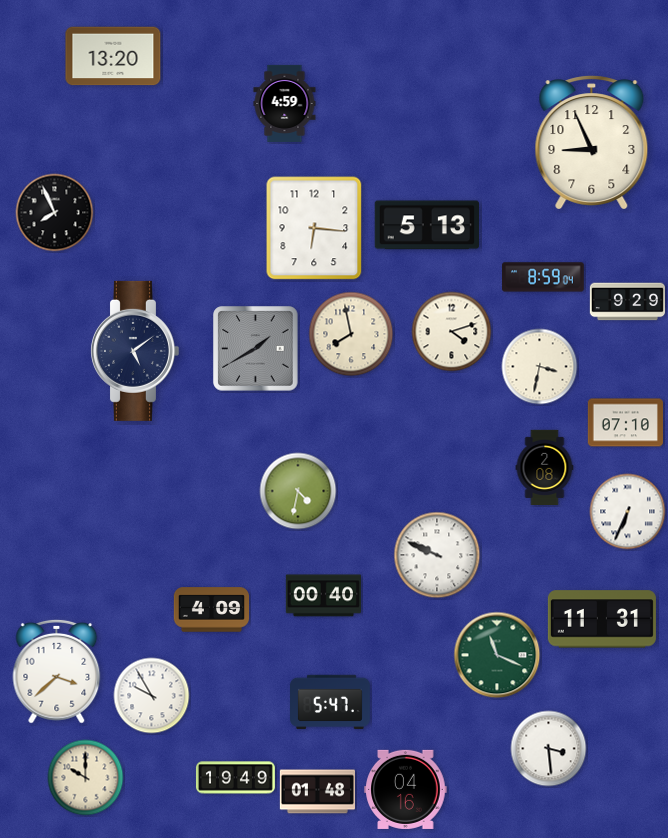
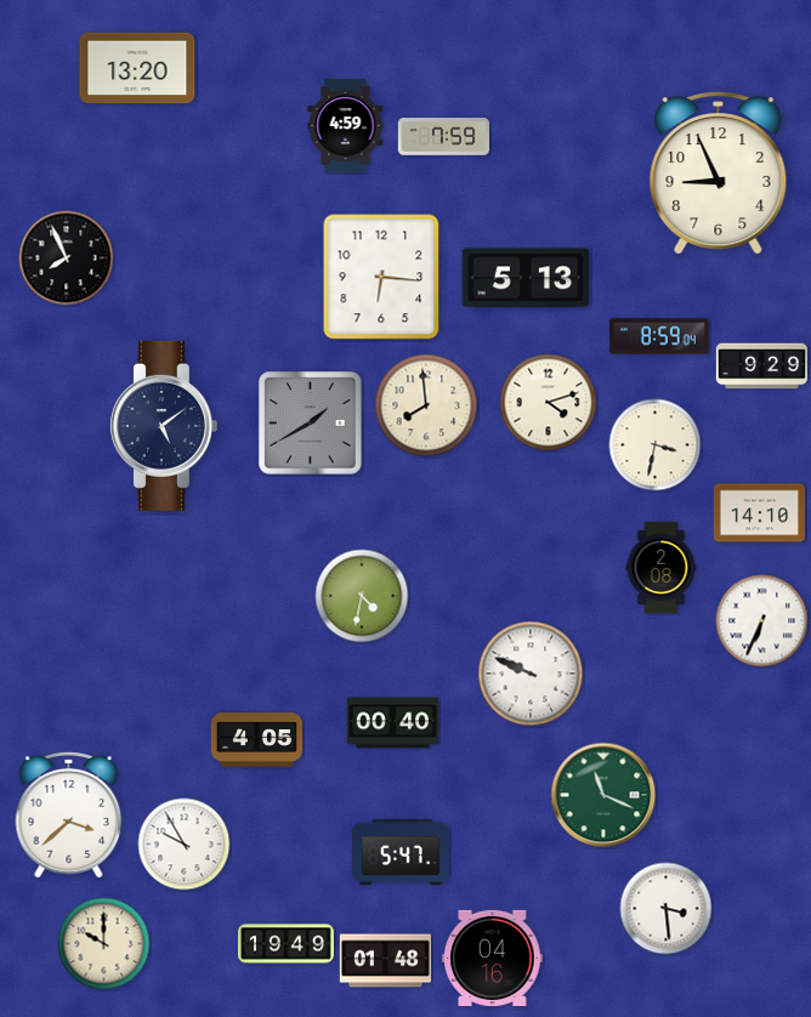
clock at (443, 137): none -> 7:59
clock at (426, 225) position: (426, 225) -> (524, 278)
clock at (351, 334): 7:58 -> 7:59
clock at (625, 423): 07:10 -> 14:10
clock at (211, 610): 4:09 -> 4:05
clock at (602, 619): 11:31 -> none
